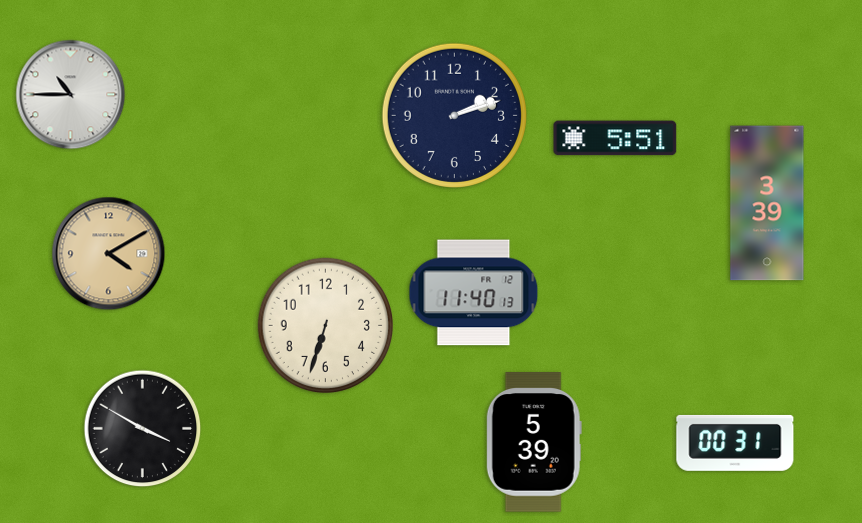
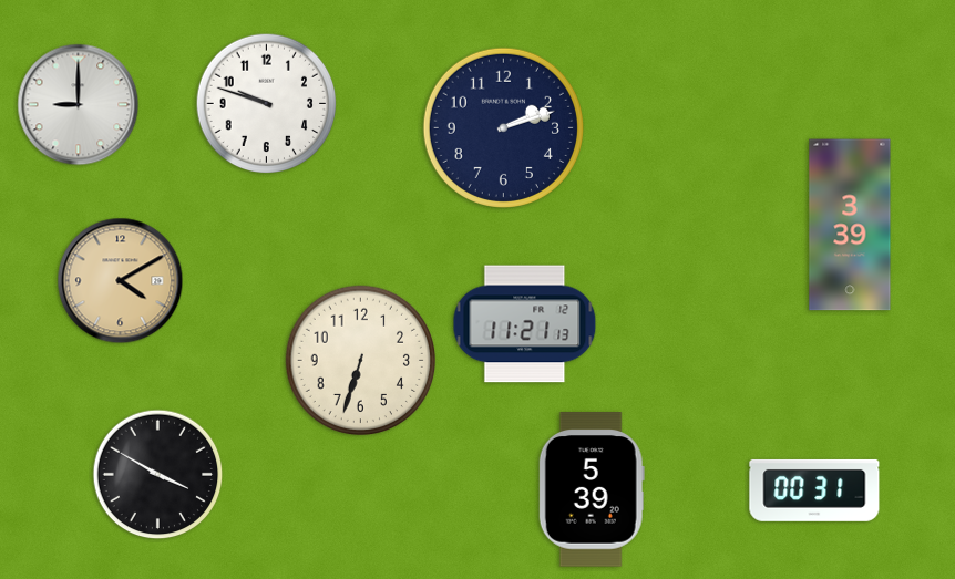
clock at (267, 104): none -> 9:48
clock at (71, 95): 10:45 -> 9:00
clock at (615, 138): 5:51 -> none
clock at (474, 293): 11:40 -> 11:21
